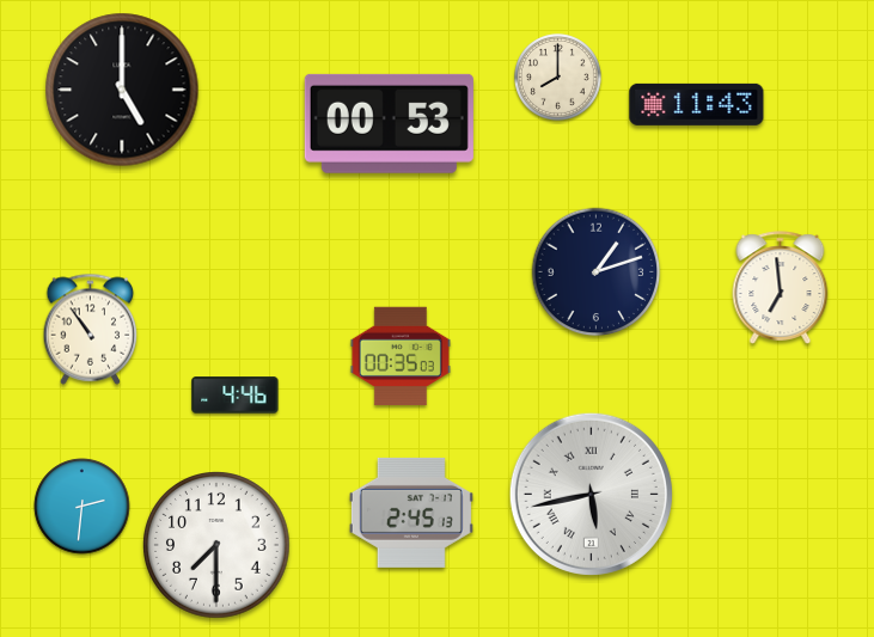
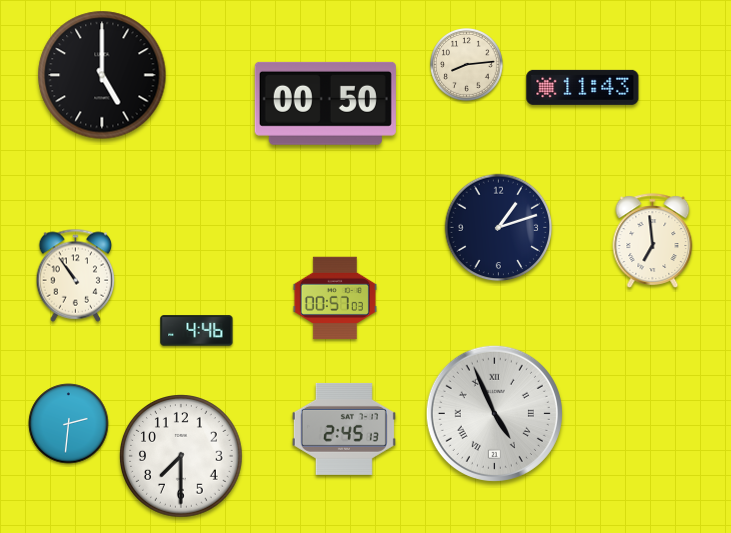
clock at (558, 78): 8:00 -> 8:14
clock at (389, 123): 00:53 -> 00:50
clock at (401, 356): 00:35 -> 00:57
clock at (591, 494): 5:43 -> 4:56
